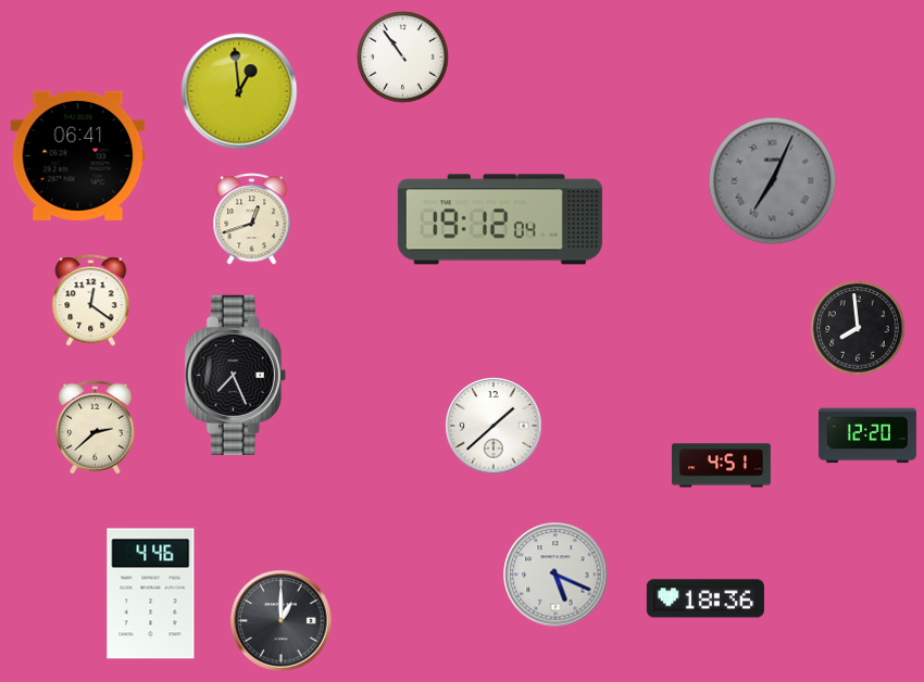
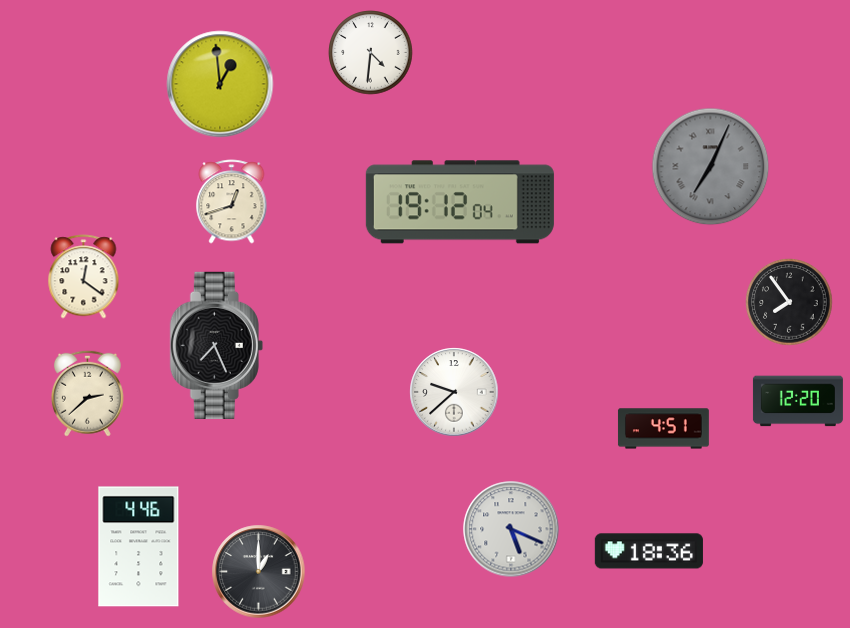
clock at (403, 58): 10:54 -> 4:31
clock at (78, 155): 06:41 -> none
clock at (858, 328): 7:59 -> 7:54
clock at (494, 426): 1:38 -> 9:38
